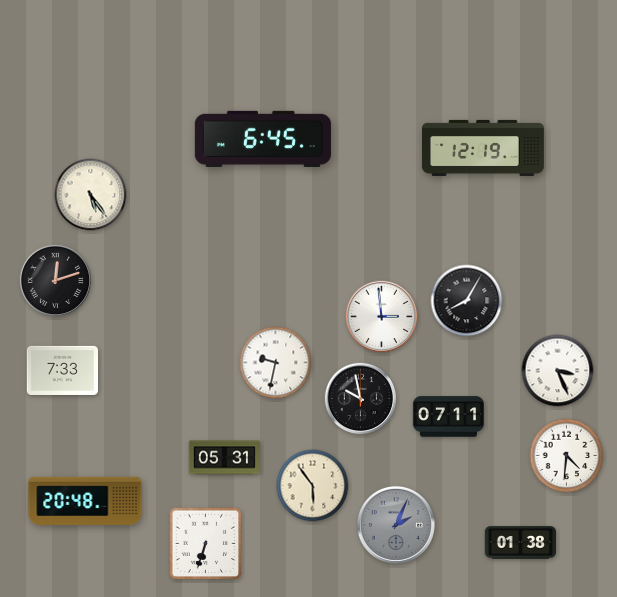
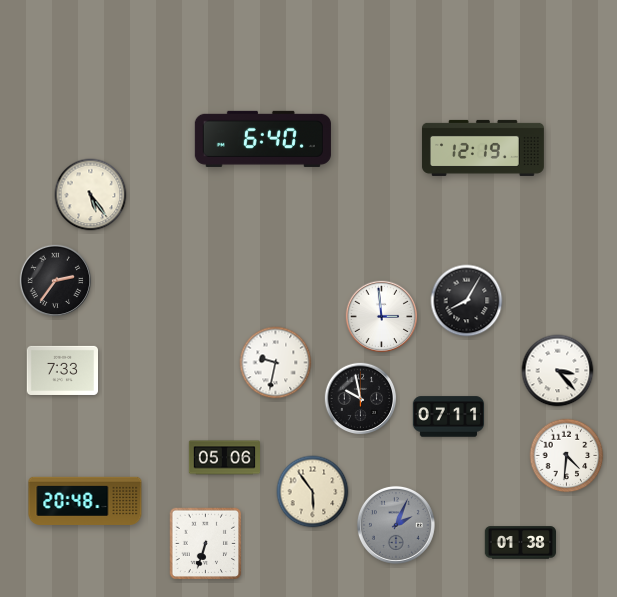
clock at (263, 139): 6:45 -> 6:40
clock at (56, 281): 12:12 -> 2:36
clock at (558, 371): 3:26 -> 3:23
clock at (225, 458): 05:31 -> 05:06
clock at (313, 486) position: (313, 486) -> (313, 492)
